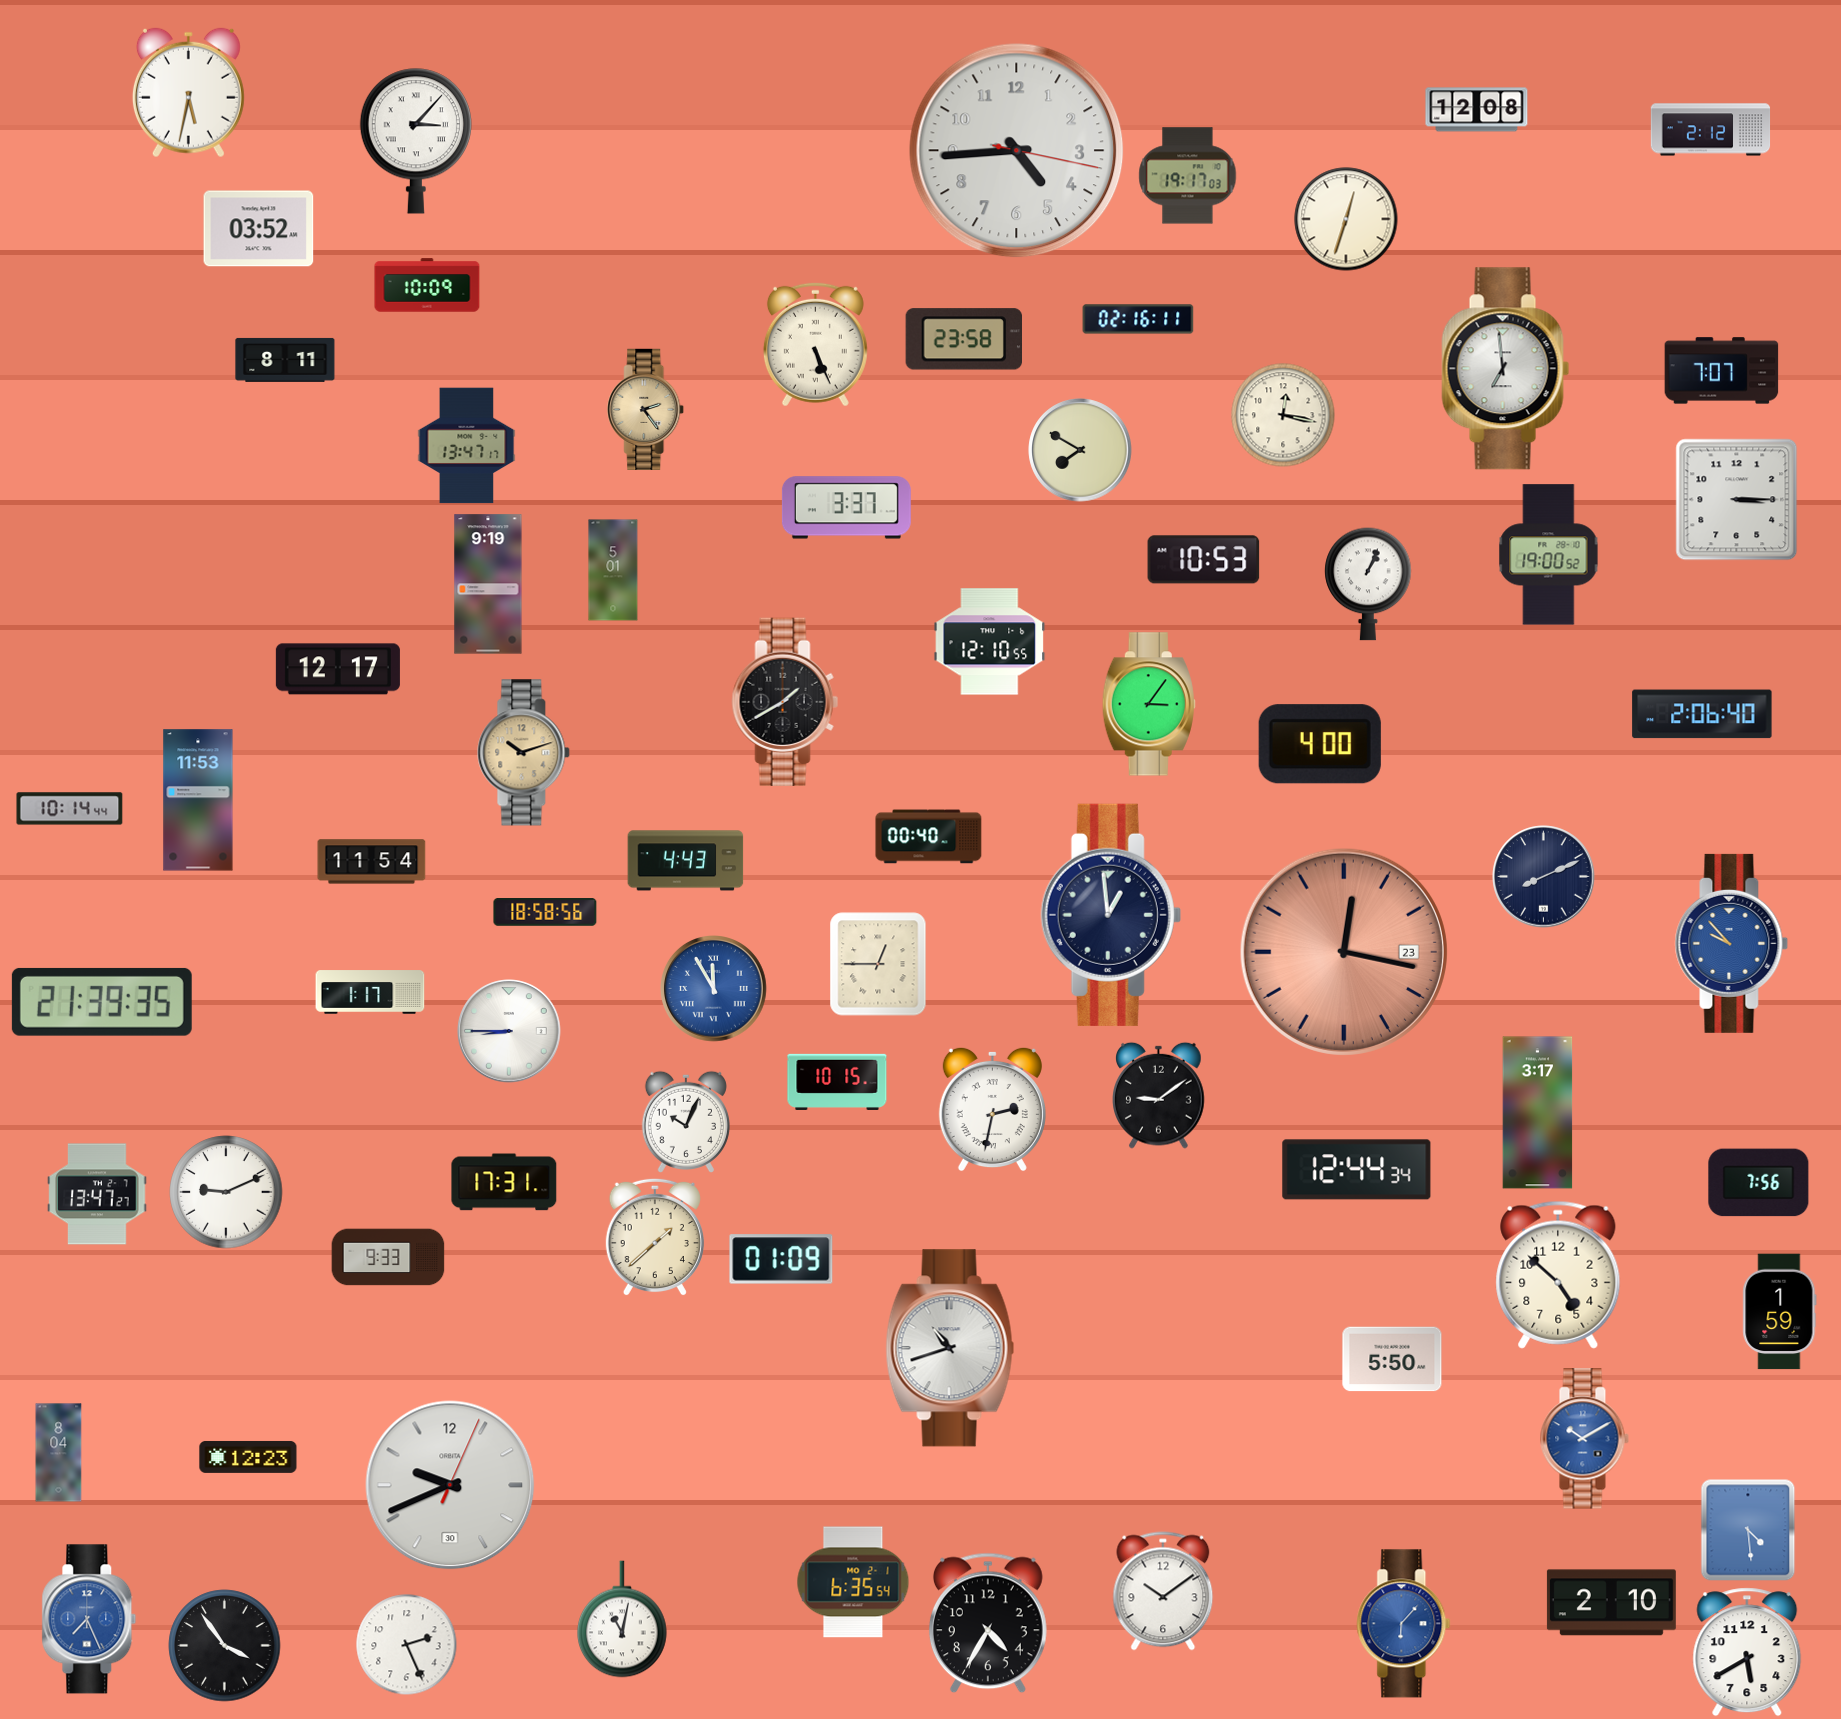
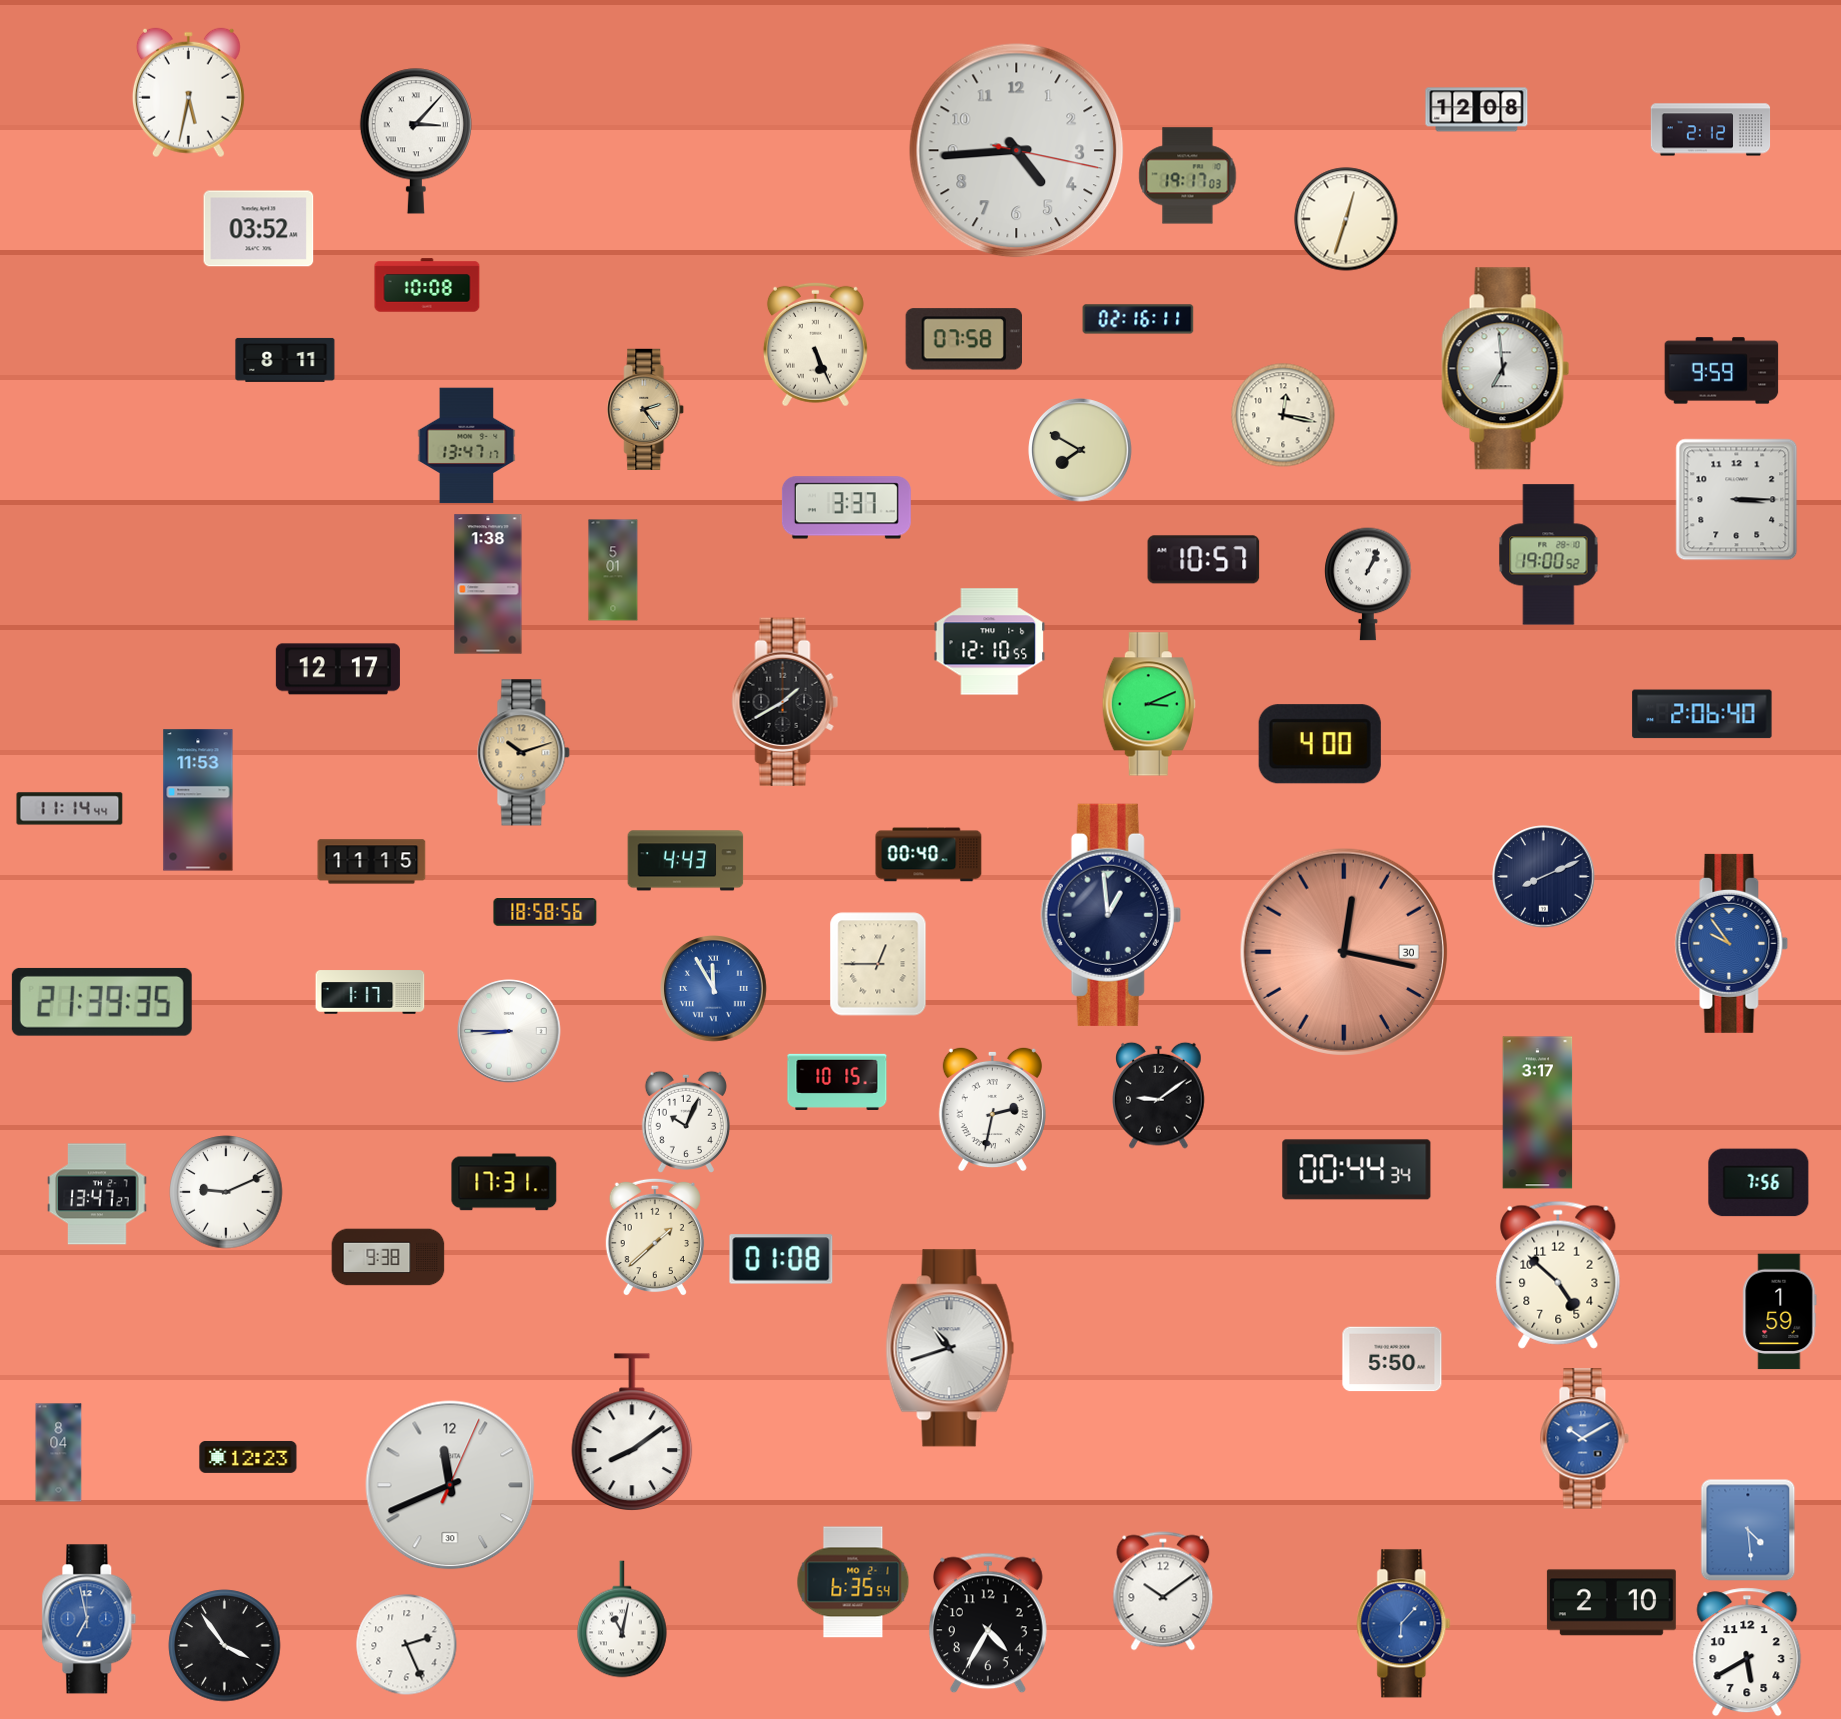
clock at (427, 285): 10:09 -> 10:08
clock at (963, 339): 23:58 -> 07:58
clock at (1722, 371): 7:07 -> 9:59
clock at (1204, 560): 10:53 -> 10:57
clock at (488, 584): 9:19 -> 1:38
clock at (1149, 704): 3:06 -> 3:11
clock at (70, 809): 10:14 -> 11:14
clock at (929, 837) position: (929, 837) -> (929, 855)
clock at (372, 862): 11:54 -> 11:15
clock at (1732, 943): 9:53 -> 9:54
clock at (1344, 952) date: 23 -> 30
clock at (1357, 1170): 12:44 -> 00:44
clock at (388, 1257): 9:33 -> 9:38
clock at (781, 1259): 01:09 -> 01:08
clock at (632, 1432): none -> 8:09
clock at (450, 1485): 9:41 -> 11:41
clock at (89, 1619): 7:26 -> 6:58
